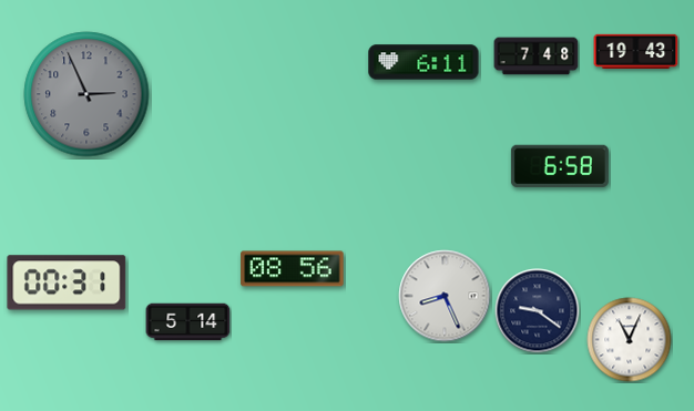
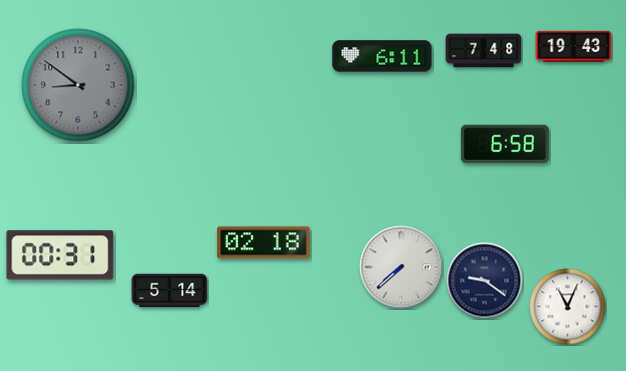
clock at (86, 94): 2:56 -> 8:51
clock at (560, 166) position: (560, 166) -> (505, 144)
clock at (293, 269): 08:56 -> 02:18
clock at (445, 296): 8:26 -> 7:38
